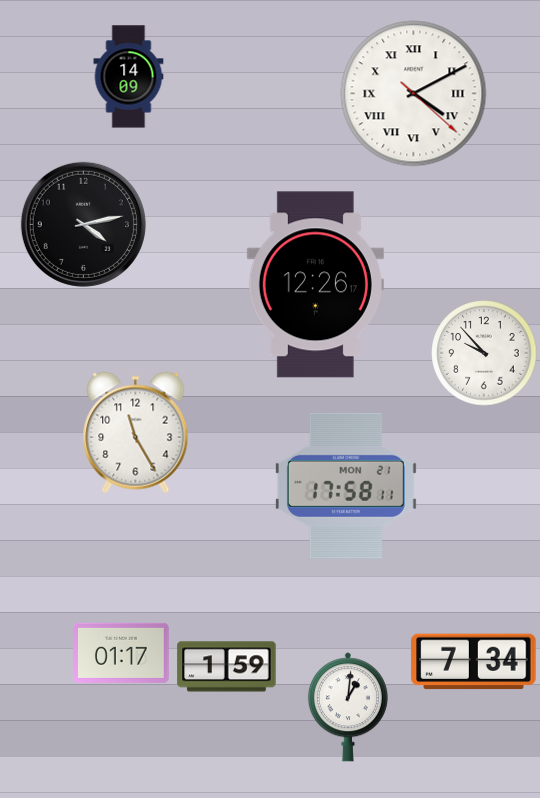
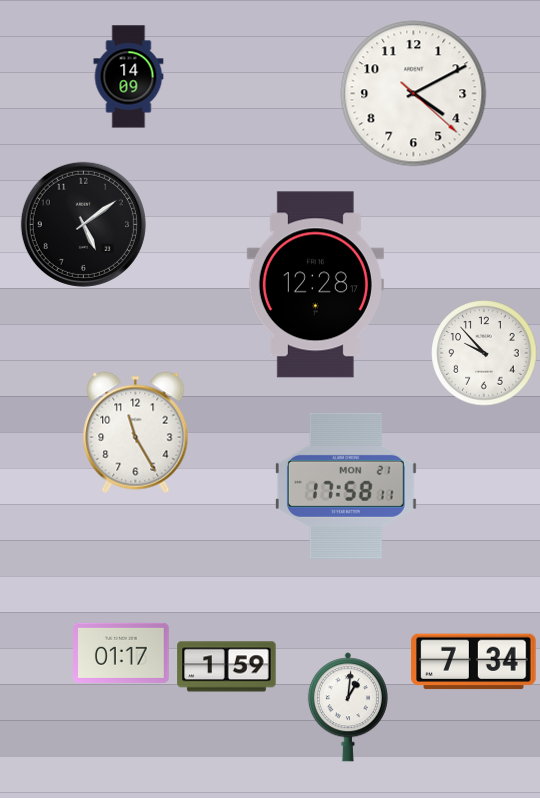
clock at (414, 94) numerals: Roman -> Arabic
clock at (83, 224): 4:13 -> 5:09
clock at (315, 285): 12:26 -> 12:28
